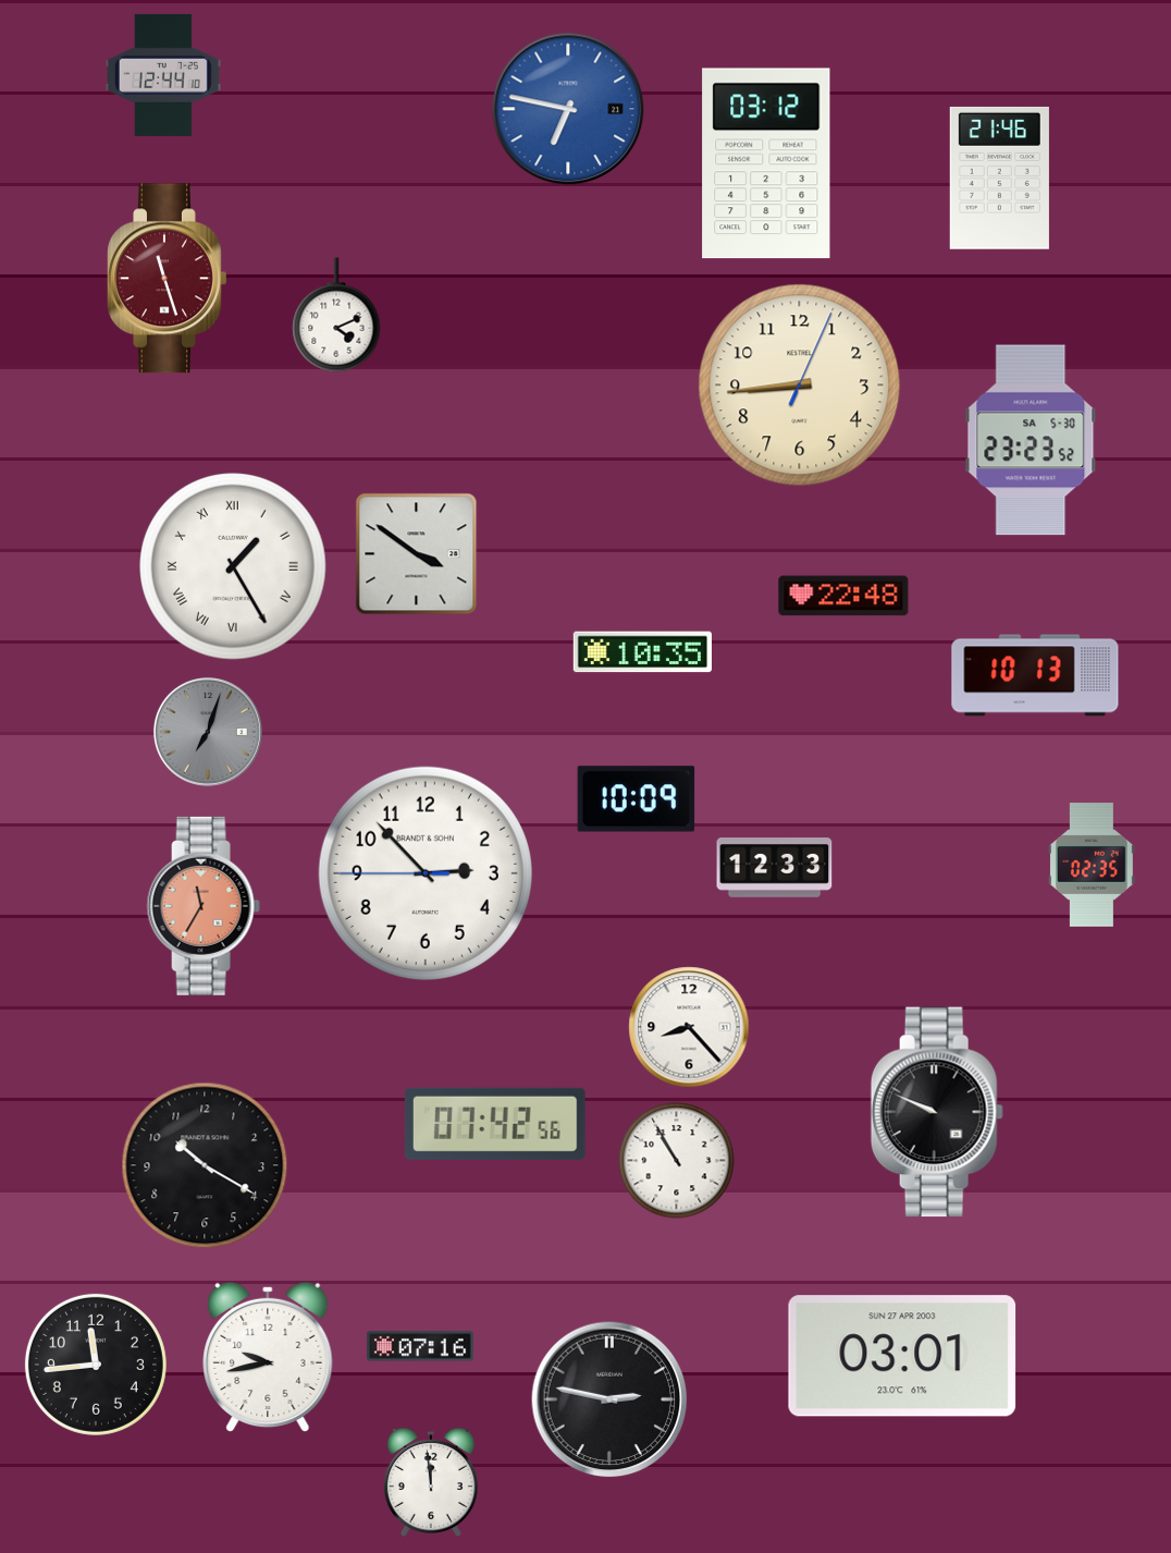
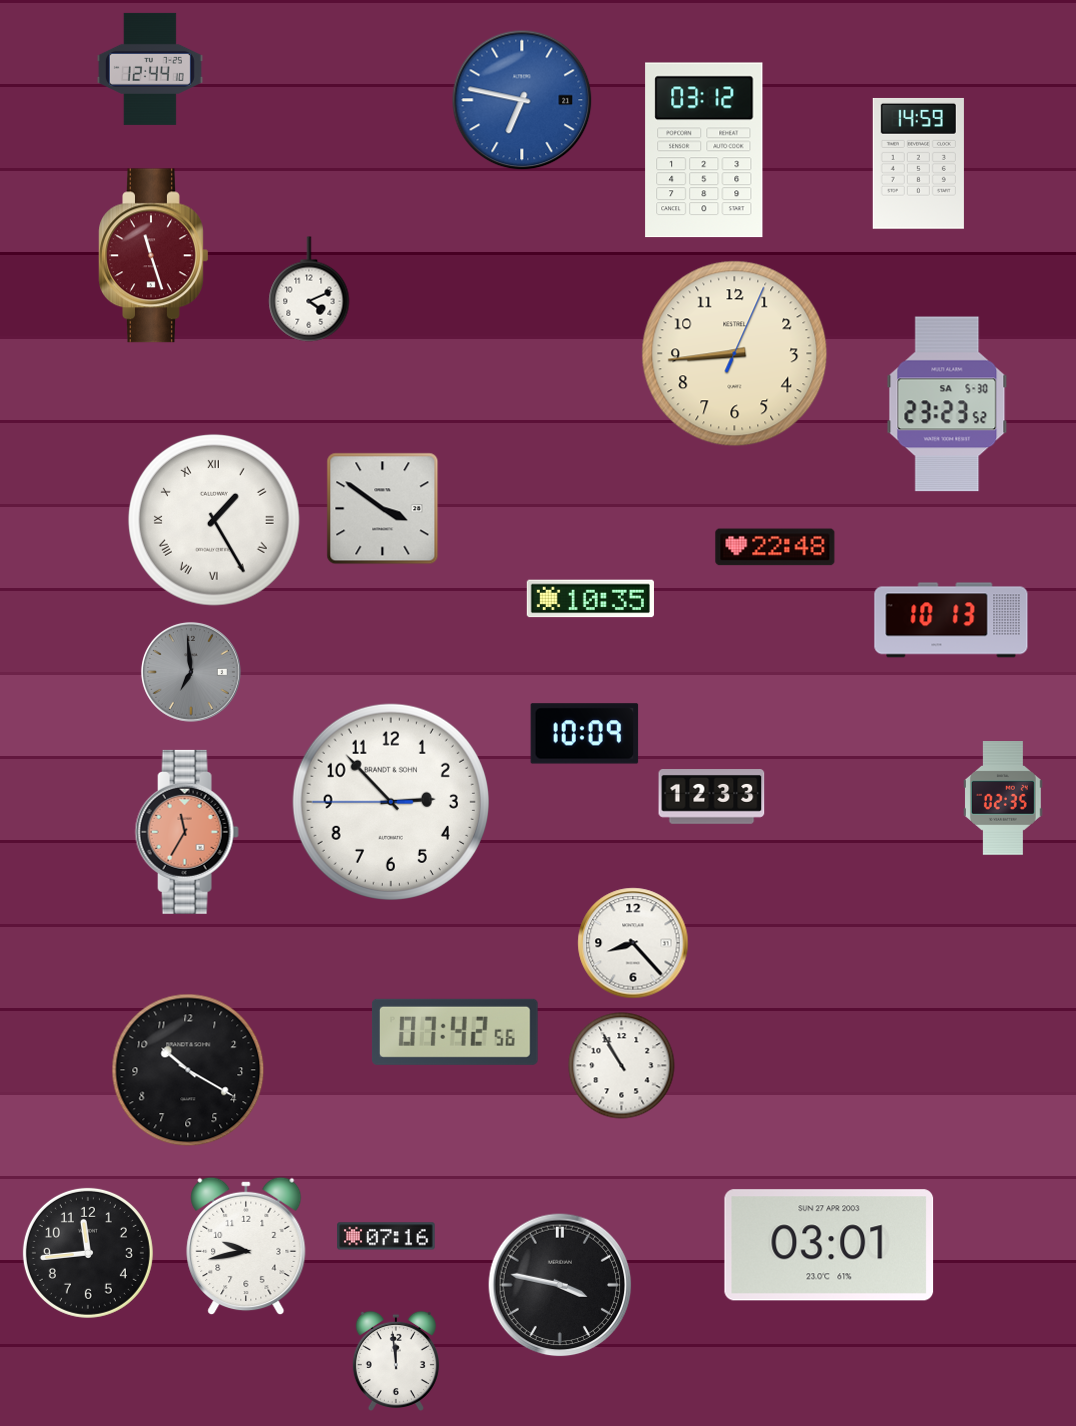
clock at (999, 178): 21:46 -> 14:59
clock at (208, 732): 7:03 -> 6:59
clock at (1092, 866) position: (1092, 866) -> (1003, 799)
clock at (937, 1112): 9:49 -> none
clock at (609, 1399): 2:47 -> 3:47
